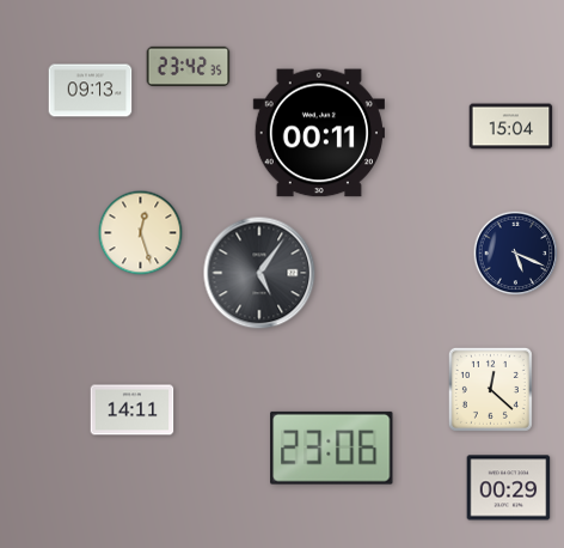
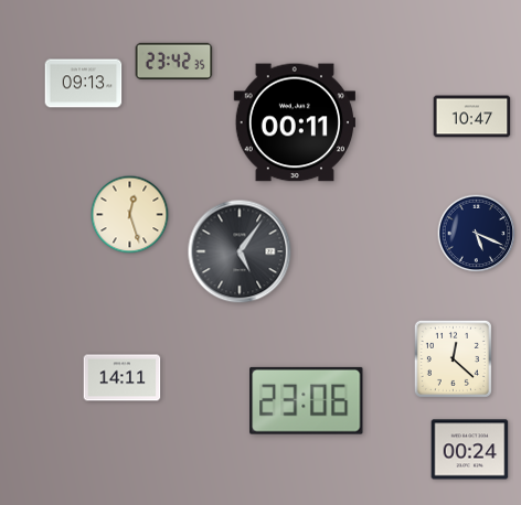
clock at (511, 127): 15:04 -> 10:47
clock at (332, 447) position: (332, 447) -> (307, 400)
clock at (509, 488): 00:29 -> 00:24
